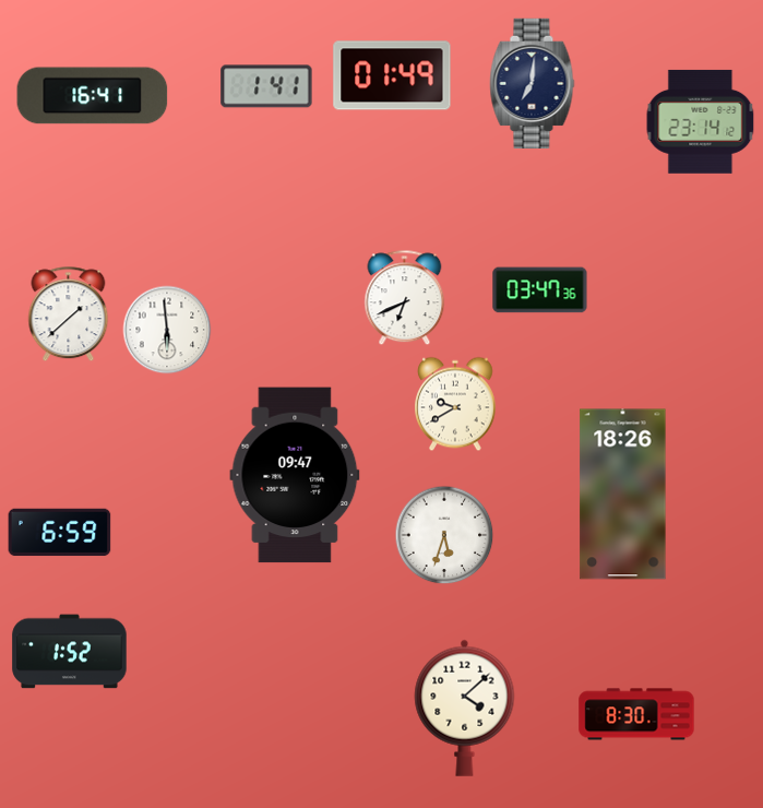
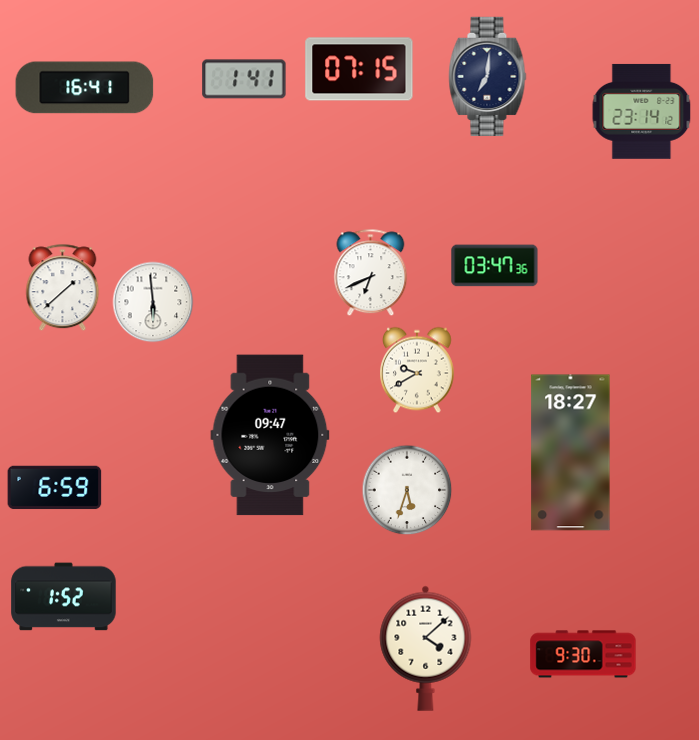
clock at (392, 75): 01:49 -> 07:15
clock at (623, 495): 18:26 -> 18:27
clock at (636, 714): 8:30 -> 9:30
